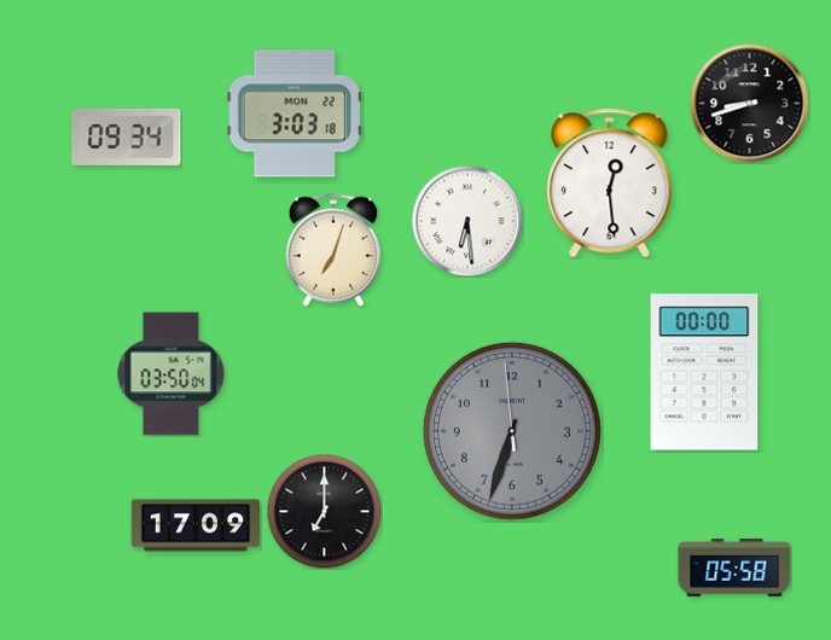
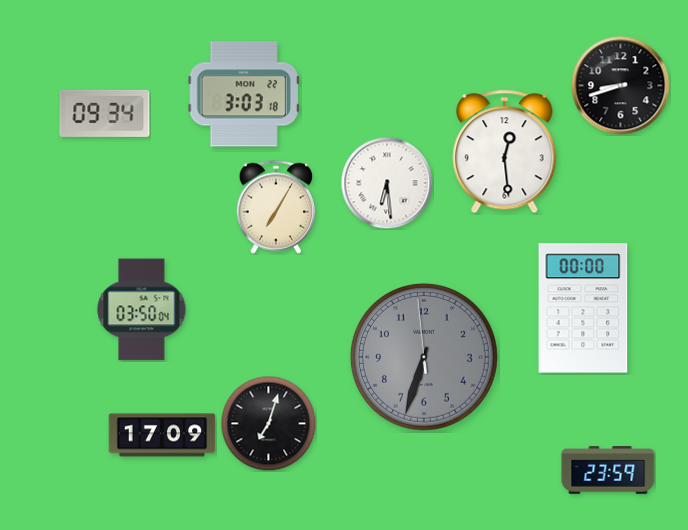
clock at (333, 250): 7:03 -> 7:05
clock at (324, 511): 7:00 -> 7:03
clock at (734, 568): 05:58 -> 23:59
